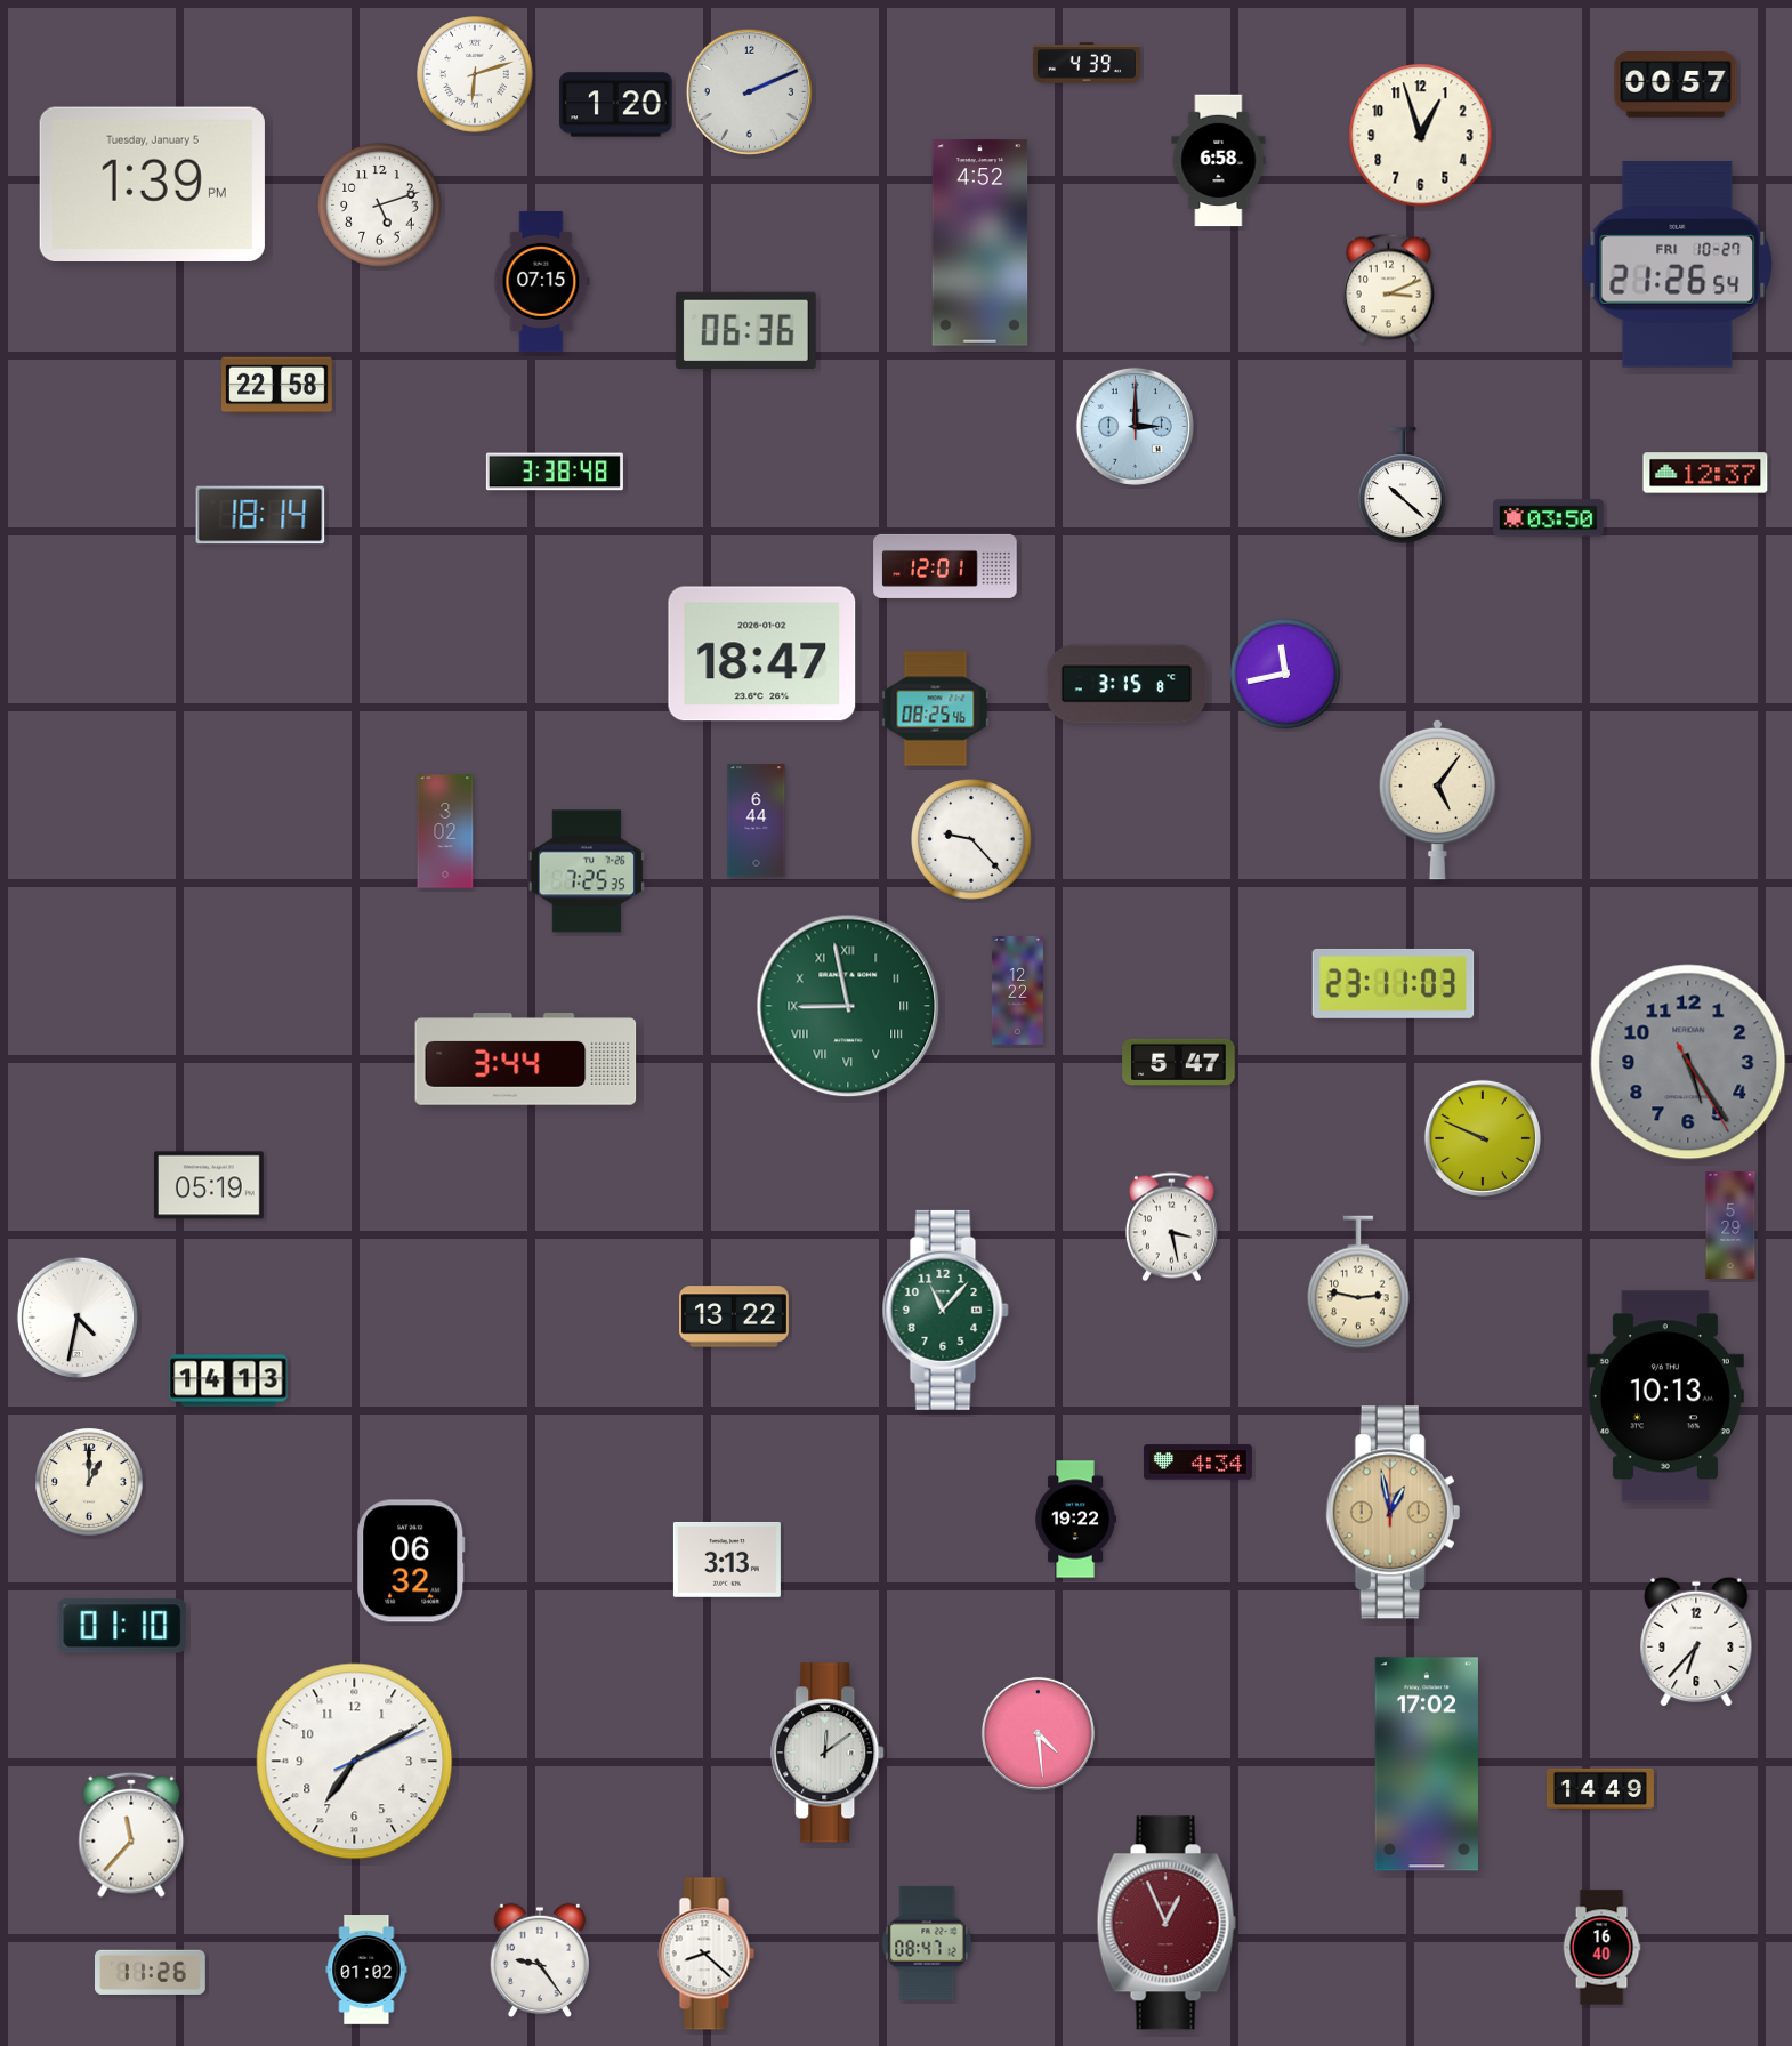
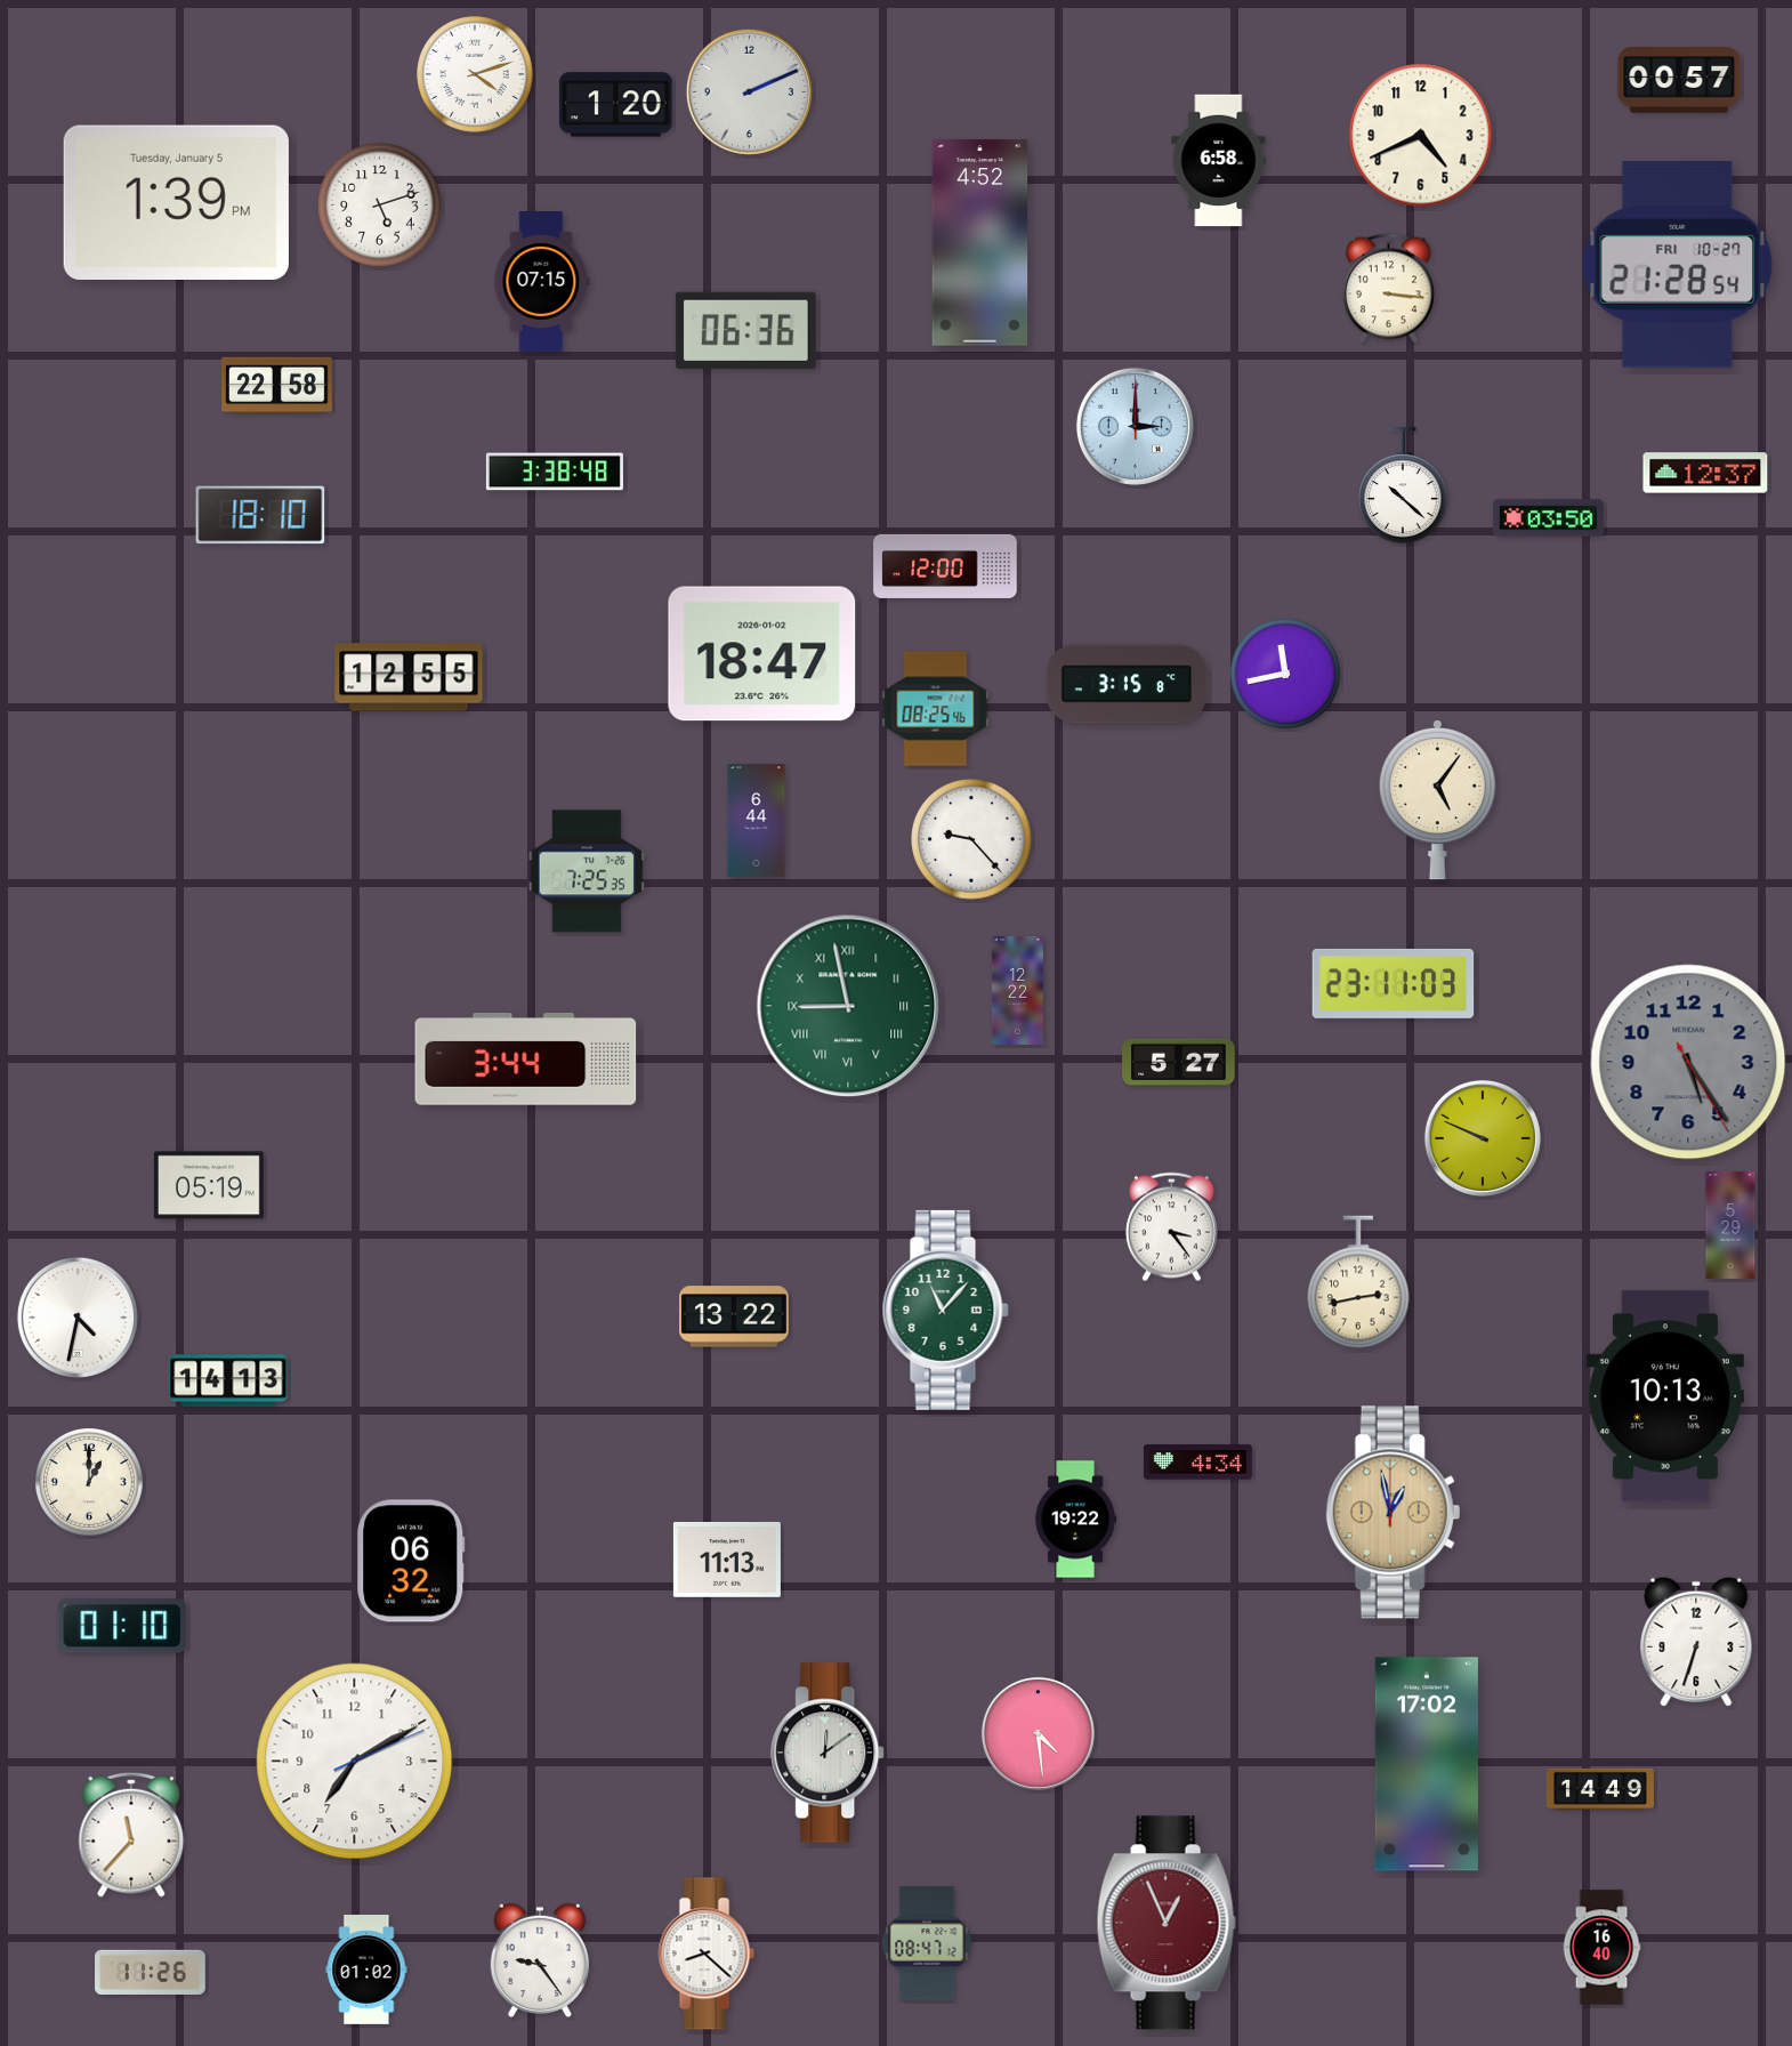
clock at (1087, 63): 4:39 -> none
clock at (475, 74): 6:12 -> 4:12
clock at (1676, 84) position: (1676, 84) -> (1679, 80)
clock at (1421, 136): 12:57 -> 4:41
clock at (152, 184) position: (152, 184) -> (176, 202)
clock at (1678, 265): 21:26 -> 21:28
clock at (1388, 289): 3:11 -> 3:16
clock at (260, 515): 18:14 -> 18:10
clock at (945, 566): 12:01 -> 12:00
clock at (409, 677): none -> 12:55
clock at (445, 831): 3:02 -> none
clock at (1179, 1062): 5:47 -> 5:27
clock at (1171, 1227): 3:28 -> 3:24
clock at (1358, 1282): 2:47 -> 2:43
clock at (727, 1560): 3:13 -> 11:13
clock at (1696, 1642): 6:37 -> 6:33
